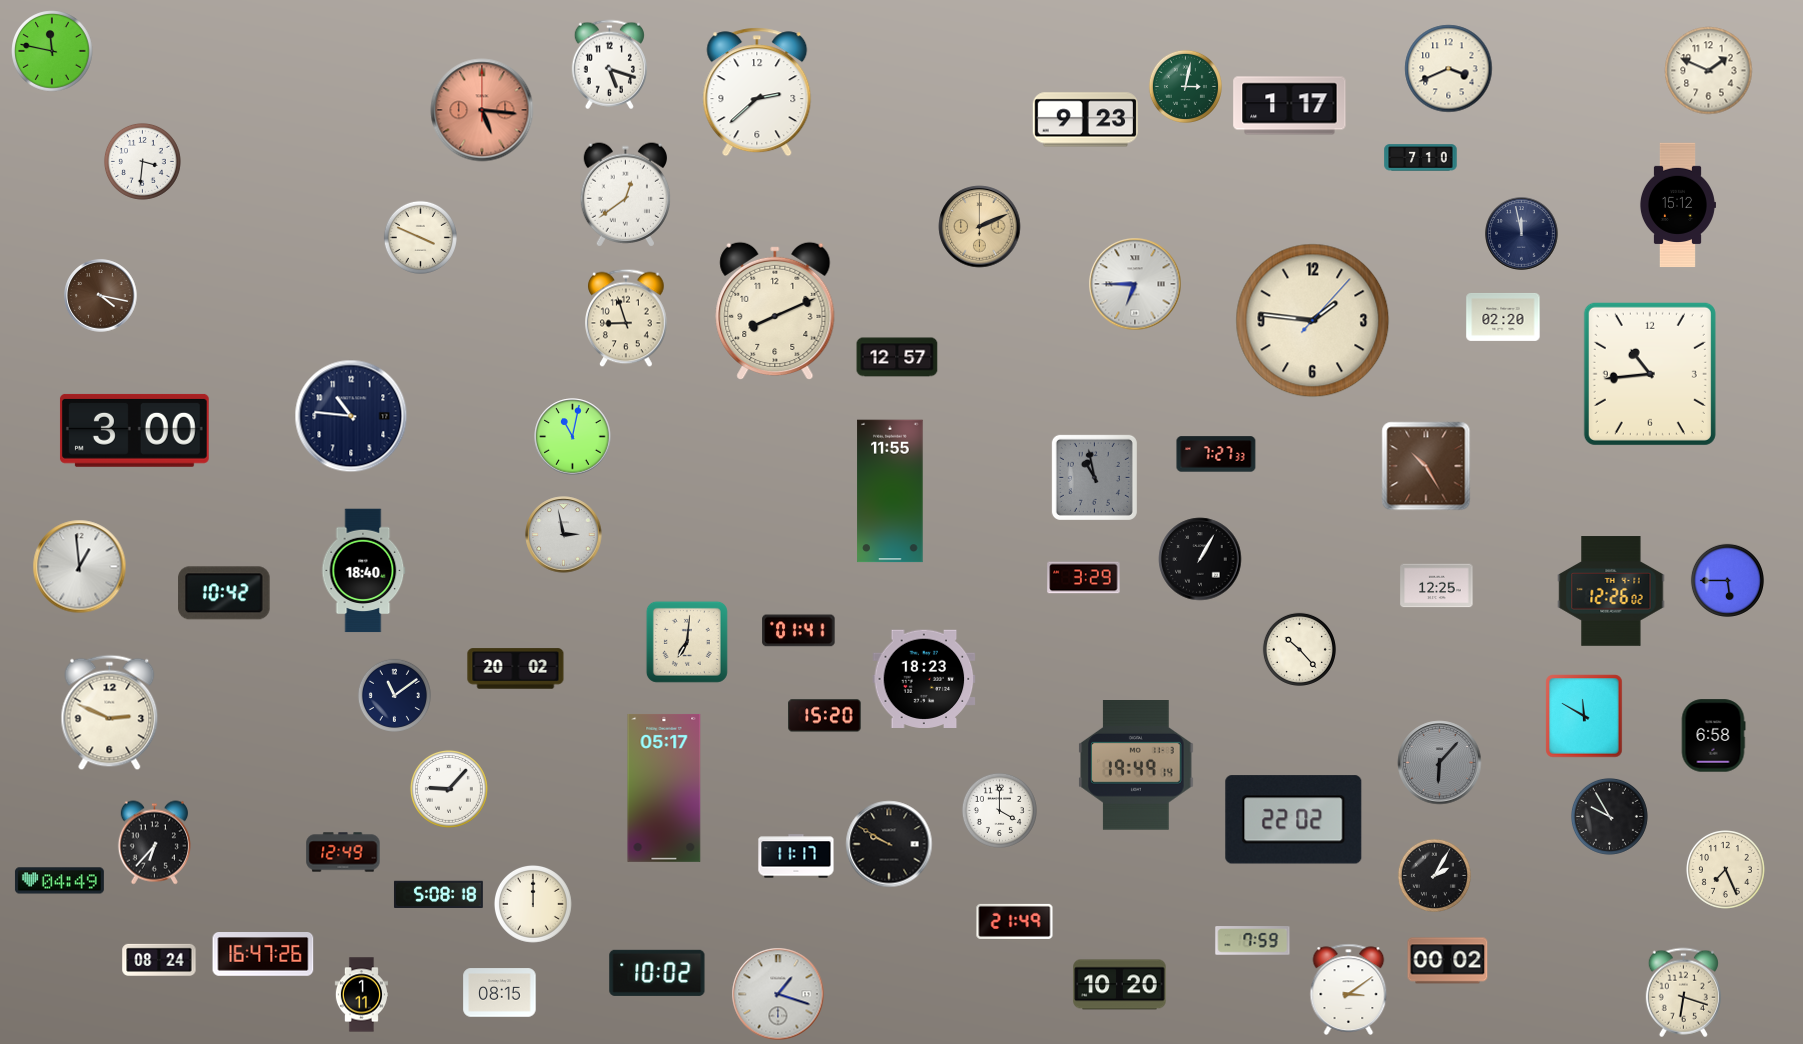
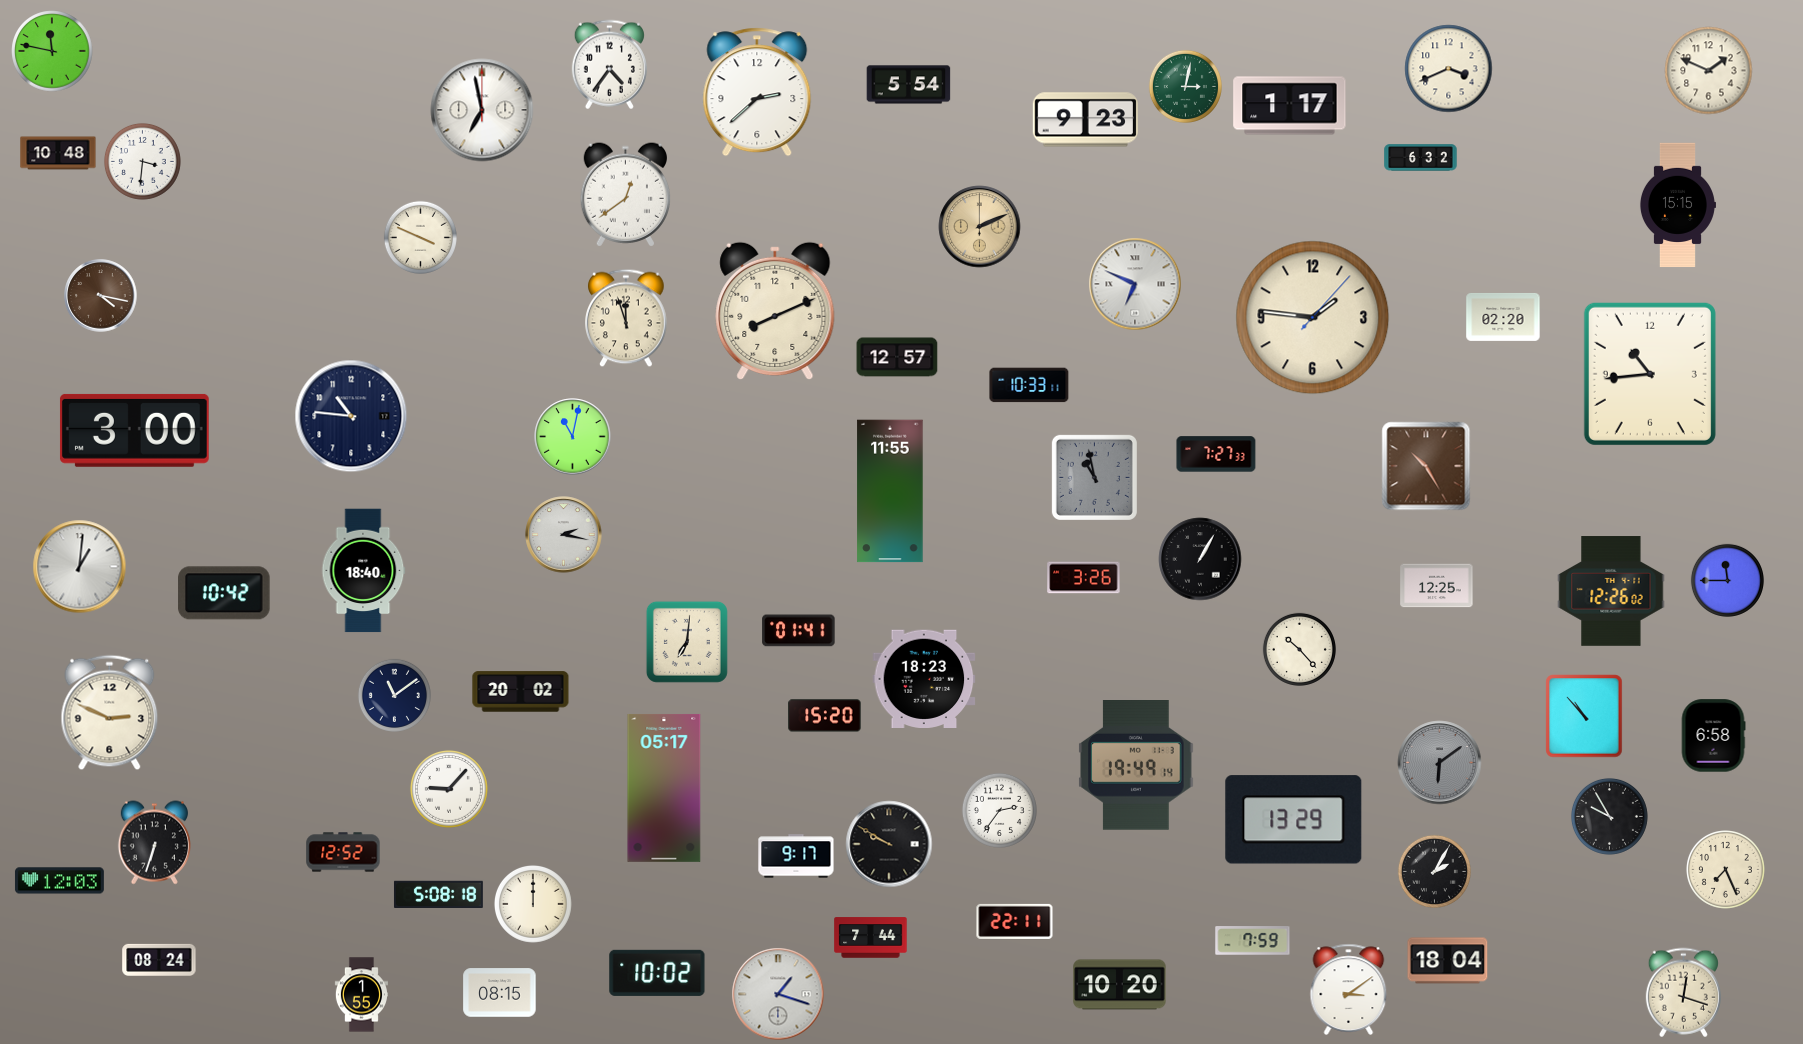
clock at (609, 65): 5:18 -> 4:36
clock at (909, 85): none -> 5:54
clock at (482, 110): 5:16 -> 6:58
clock at (482, 110) dial: salmon -> white
clock at (58, 153): none -> 10:48
clock at (1421, 158): 7:10 -> 6:32
clock at (1677, 205): 15:12 -> 15:15
clock at (1522, 234): 11:58 -> none
clock at (1135, 284): 6:45 -> 6:49
clock at (627, 318): 8:57 -> 11:57
clock at (1313, 321) position: (1313, 321) -> (1313, 318)
clock at (1029, 385): none -> 10:33
clock at (564, 535): 2:58 -> 2:17
clock at (80, 567): 12:59 -> 1:01
clock at (1084, 578): 3:29 -> 3:26
clock at (1727, 580): 5:45 -> 11:45
clock at (516, 669) position: (516, 669) -> (521, 692)
clock at (1584, 716): 11:50 -> 10:53
clock at (1440, 763): 6:07 -> 6:09
clock at (999, 810): 4:00 -> 2:36
clock at (1294, 820): 22:02 -> 13:29
clock at (154, 843): 6:37 -> 6:33
clock at (343, 852): 12:49 -> 12:52
clock at (796, 856): 11:17 -> 9:17
clock at (1434, 875) position: (1434, 875) -> (1434, 871)
clock at (59, 881): 04:49 -> 12:03
clock at (1015, 921): 21:49 -> 22:11
clock at (871, 938): none -> 7:44
clock at (263, 955): 16:47 -> none
clock at (1448, 961): 00:02 -> 18:04
clock at (1683, 993): 6:18 -> 12:18
clock at (361, 995): 1:11 -> 1:55
